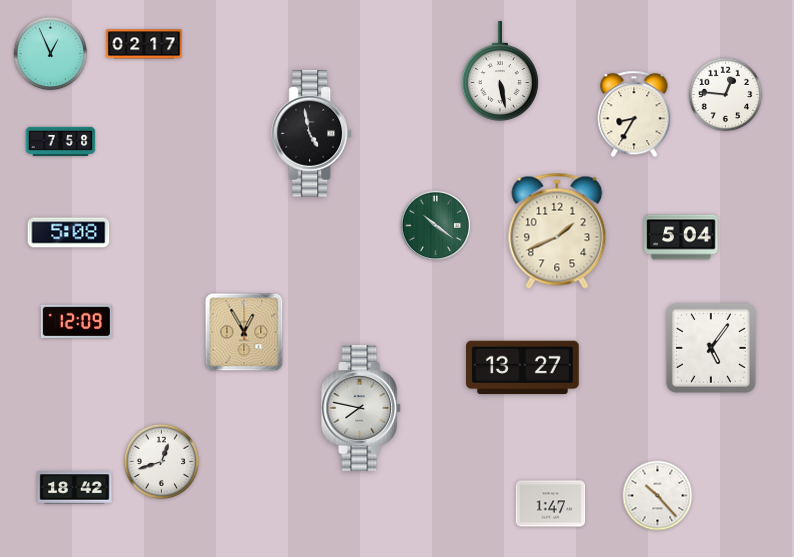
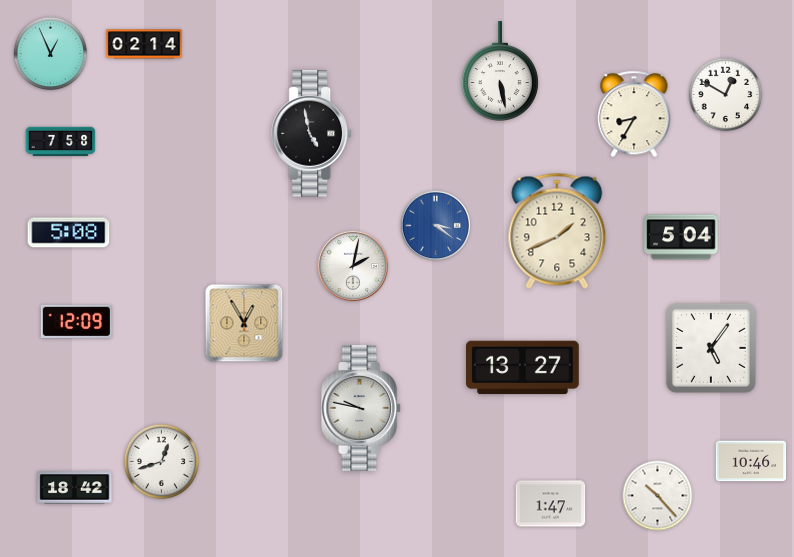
clock at (144, 44): 02:17 -> 02:14
clock at (726, 95): 12:46 -> 12:50
clock at (436, 226): 10:21 -> 3:21
clock at (436, 226) dial: green -> blue
clock at (353, 266): none -> 2:02
clock at (244, 332) position: (244, 332) -> (244, 323)
clock at (362, 409): 7:47 -> 9:47
clock at (751, 461): none -> 10:46
